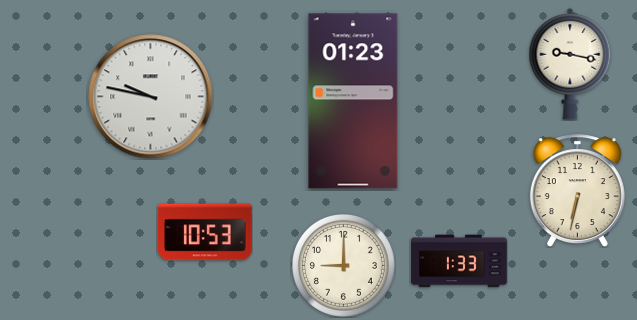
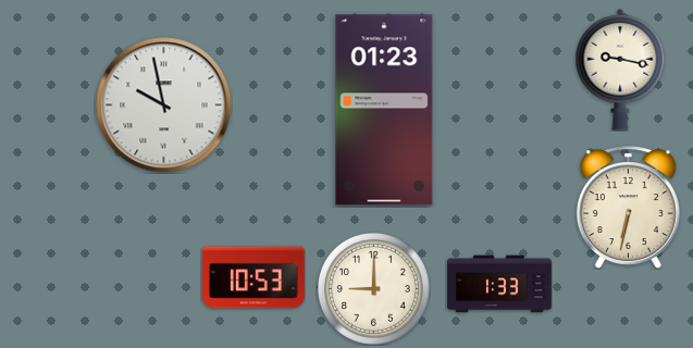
clock at (151, 97): 9:47 -> 9:58
clock at (206, 232) position: (206, 232) -> (255, 277)
